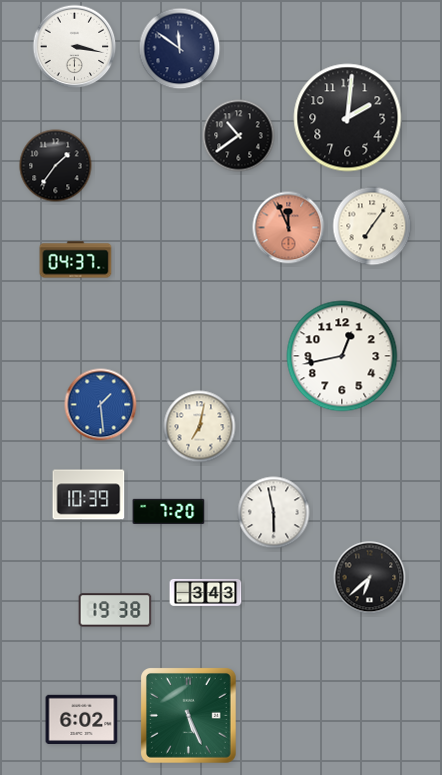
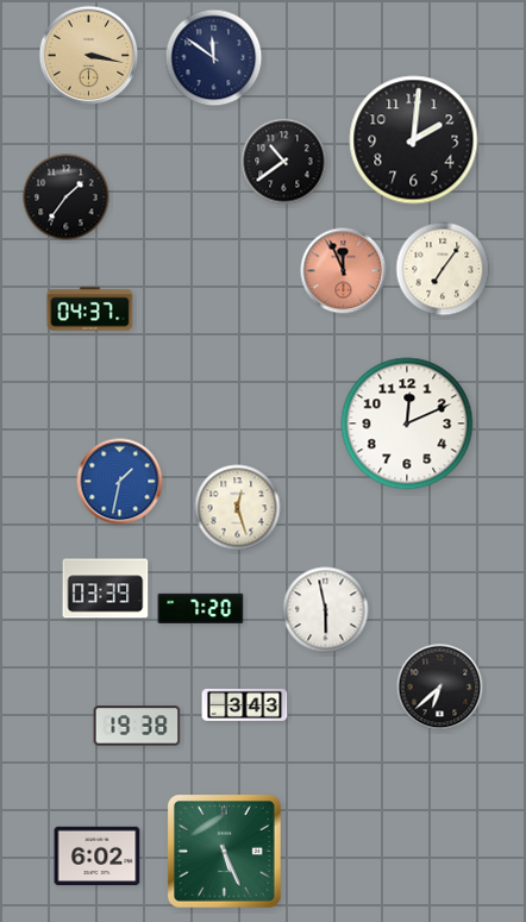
clock at (75, 47) dial: white -> champagne
clock at (342, 356): 12:43 -> 12:11
clock at (101, 405): 1:29 -> 1:32
clock at (200, 427): 7:02 -> 12:27
clock at (89, 495): 10:39 -> 03:39
